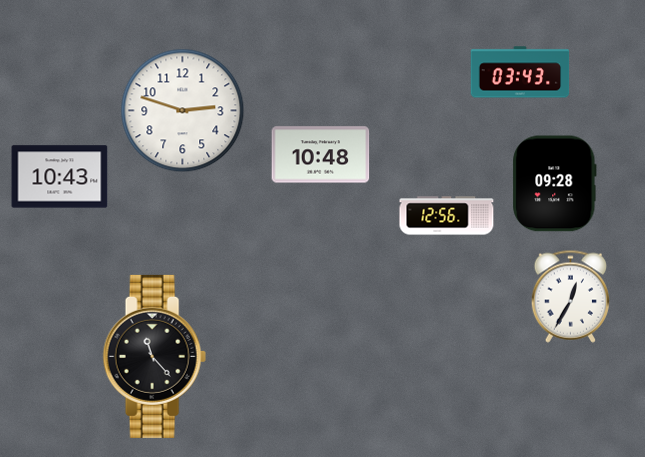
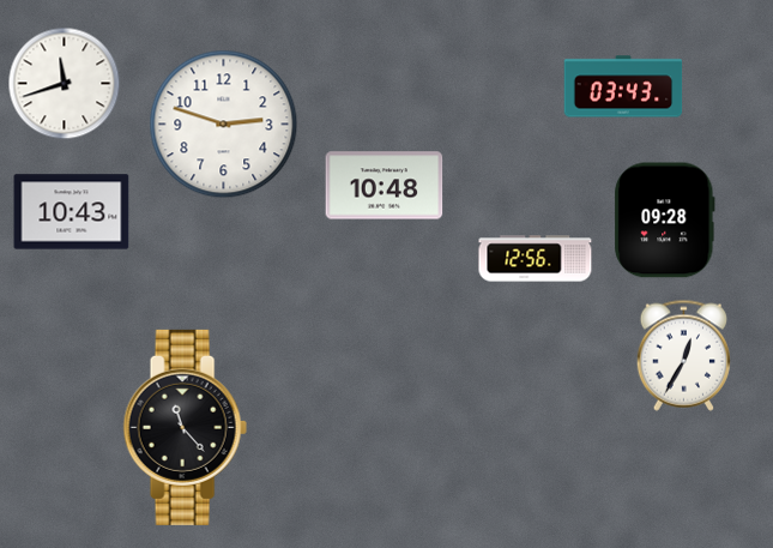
clock at (65, 84): none -> 11:42
clock at (183, 111) position: (183, 111) -> (224, 125)
